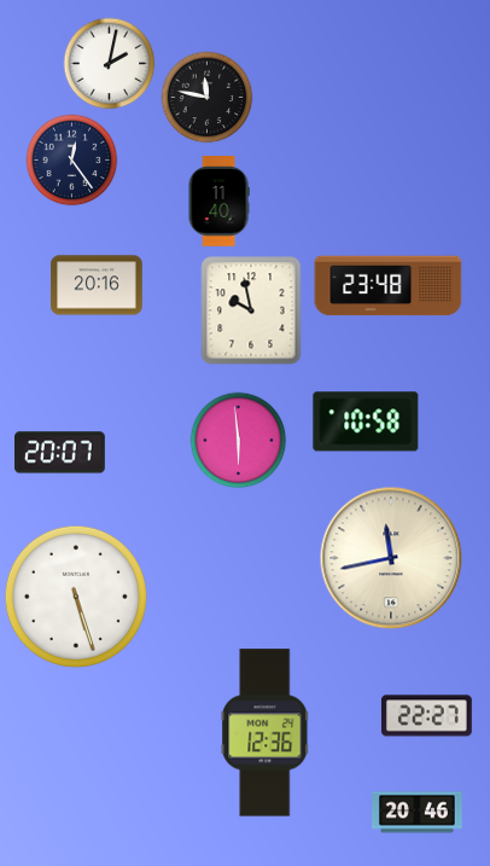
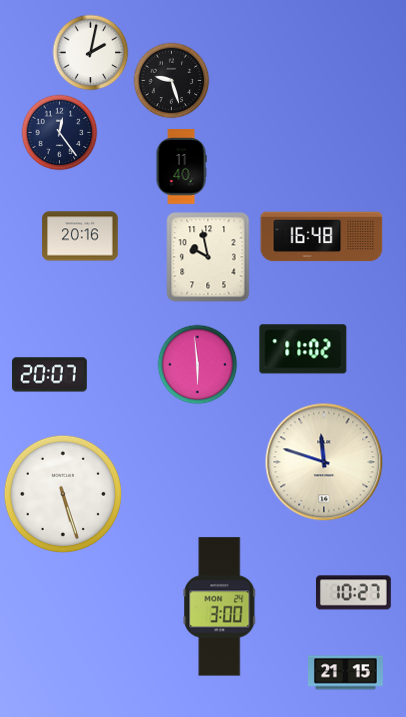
clock at (208, 98): 11:47 -> 9:27
clock at (389, 286): 23:48 -> 16:48
clock at (366, 422): 10:58 -> 11:02
clock at (391, 558): 11:43 -> 11:48
clock at (426, 716): 22:27 -> 10:27
clock at (266, 733): 12:36 -> 3:00
clock at (418, 813): 20:46 -> 21:15
